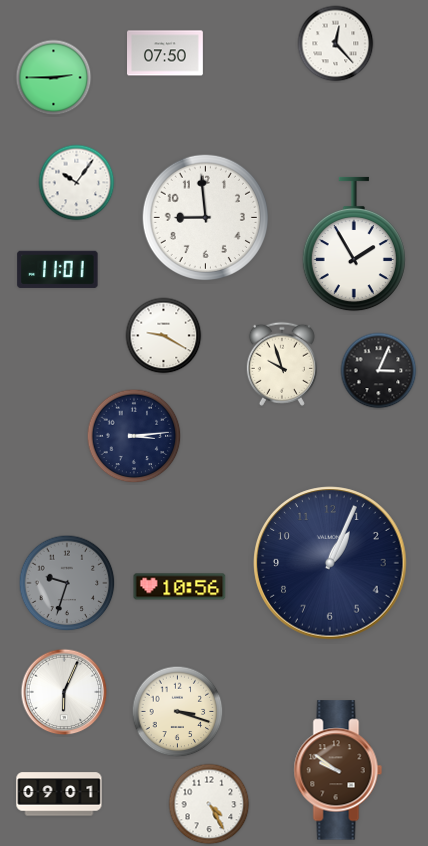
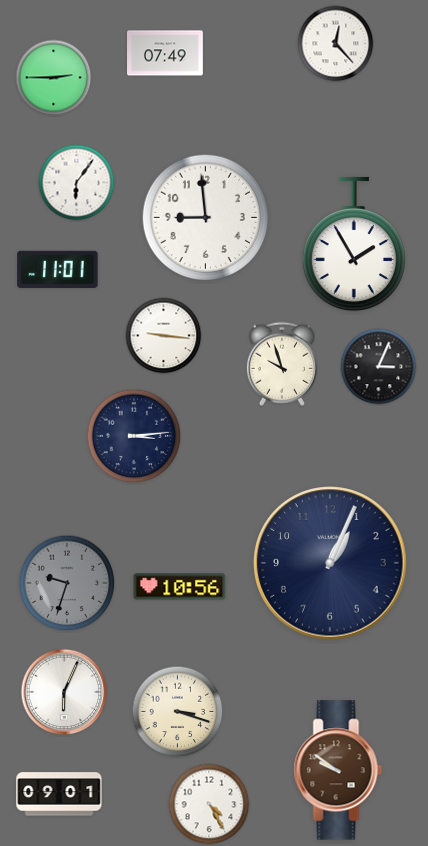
clock at (166, 53): 07:50 -> 07:49
clock at (77, 183): 10:06 -> 6:06
clock at (164, 336): 9:20 -> 9:16
clock at (379, 371) position: (379, 371) -> (379, 367)
